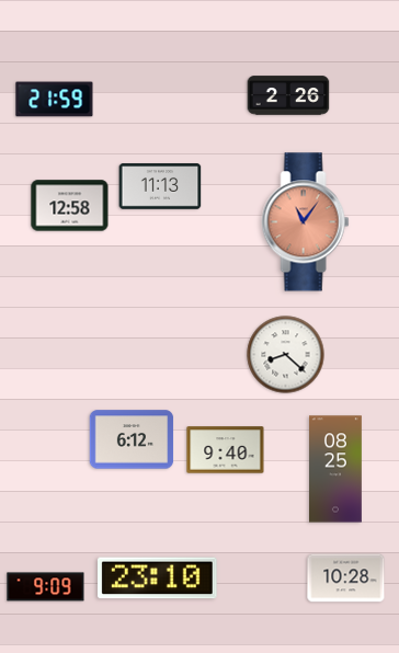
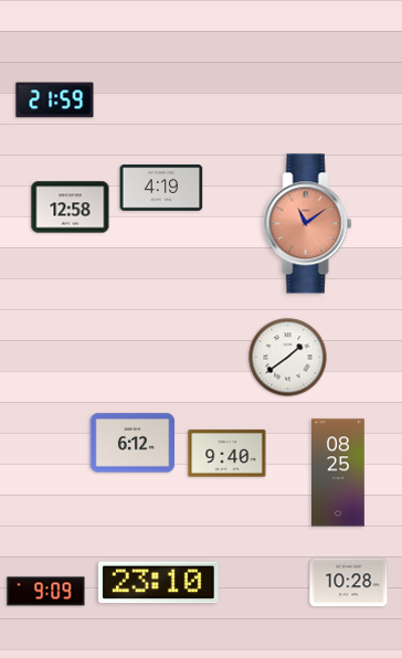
clock at (288, 95): 2:26 -> none
clock at (160, 186): 11:13 -> 4:19
clock at (306, 222): 11:06 -> 11:09
clock at (286, 355): 8:22 -> 1:39
